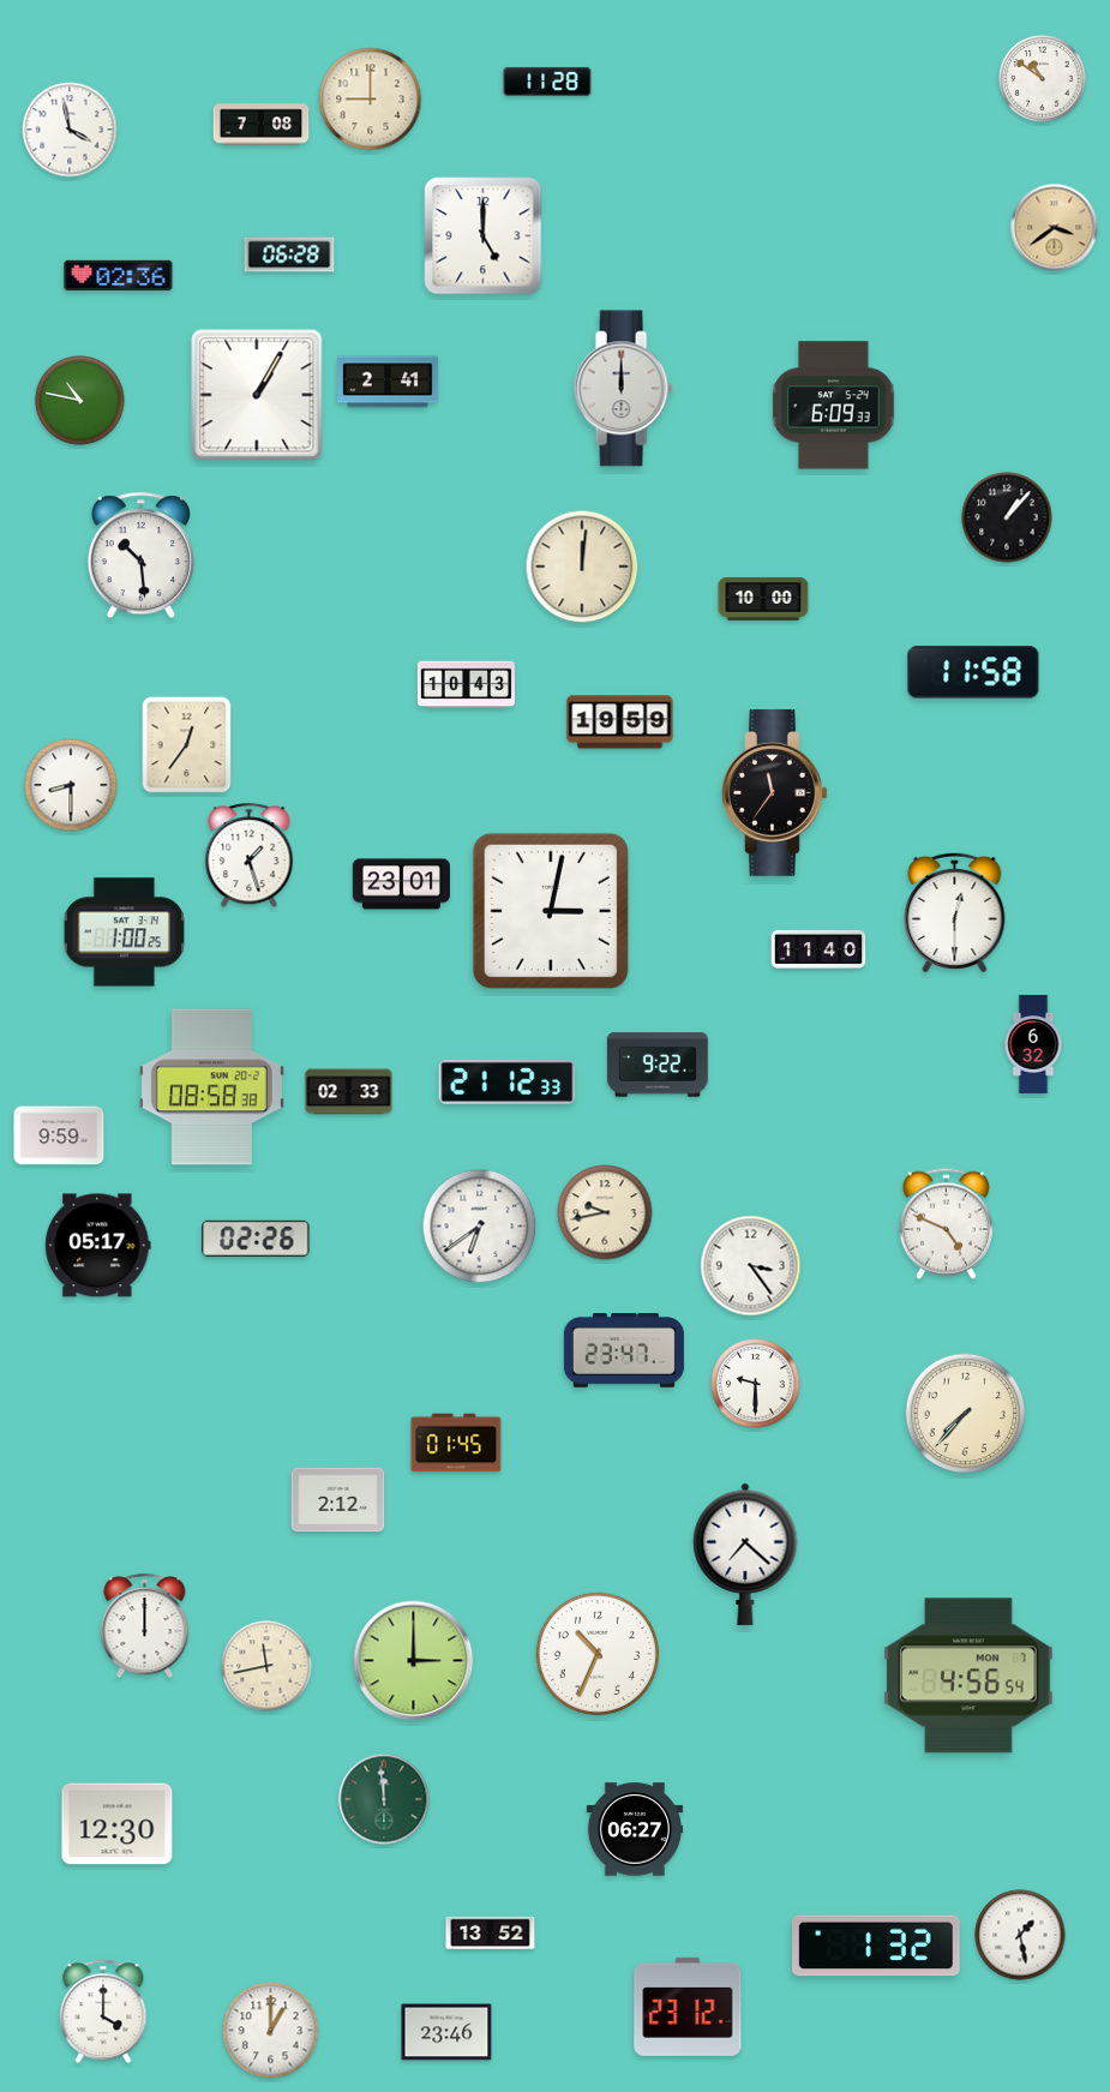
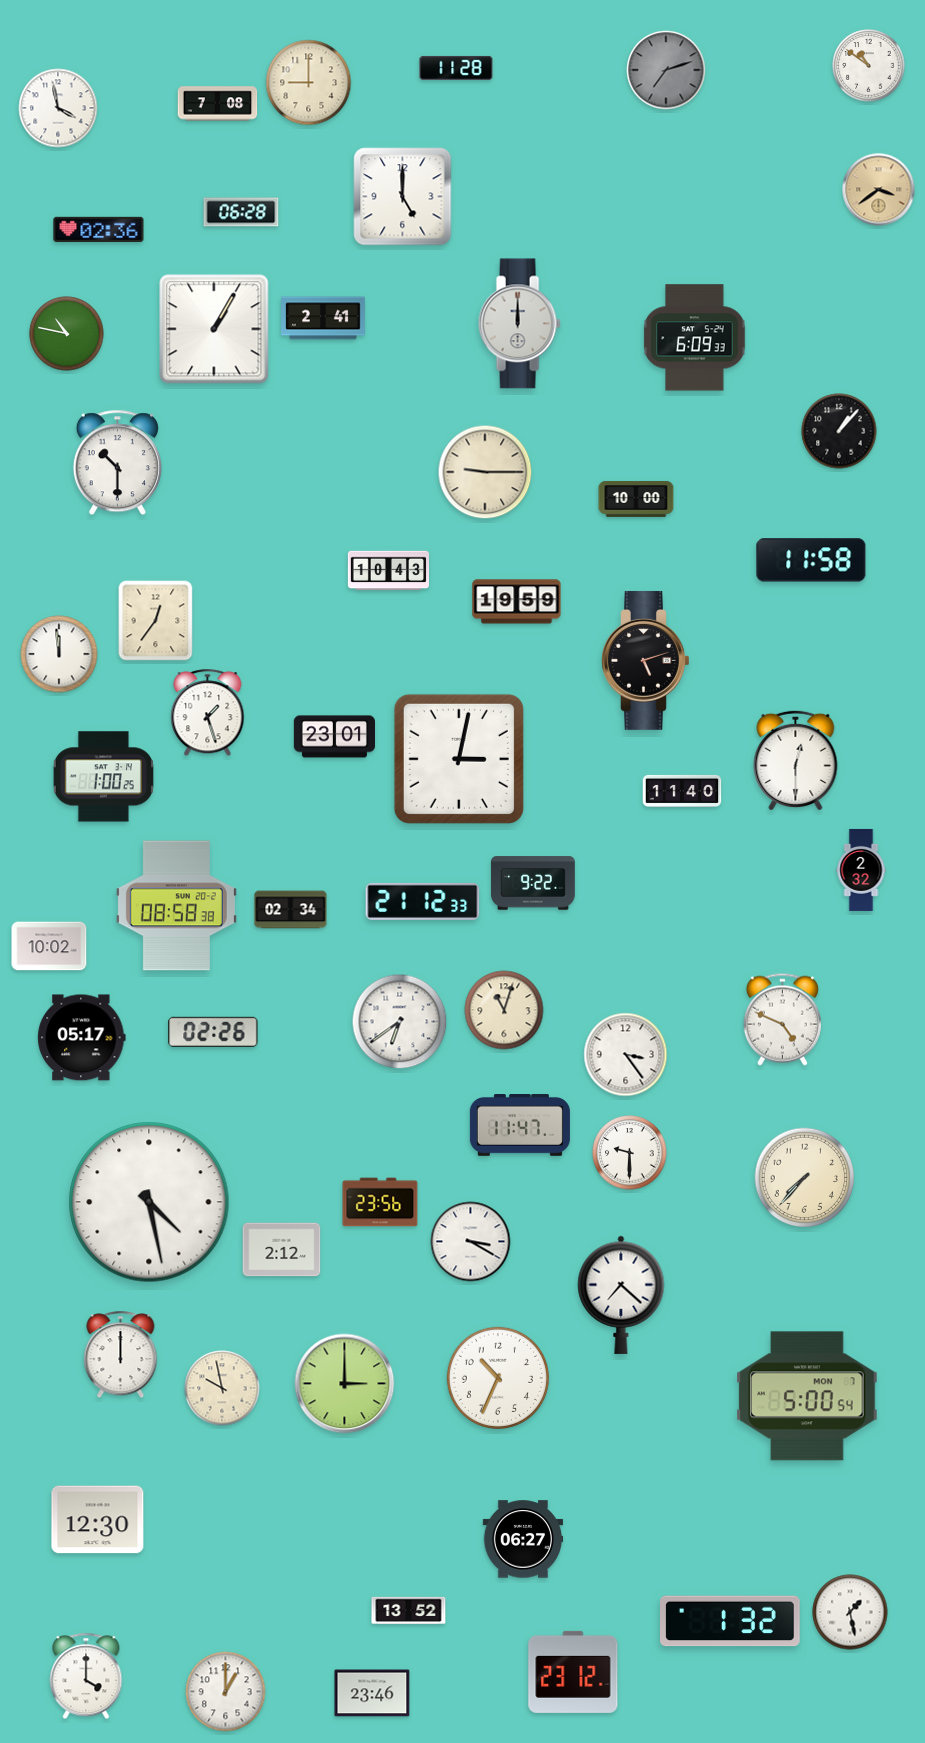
clock at (666, 70): none -> 7:12
clock at (140, 556): 10:29 -> 10:30
clock at (582, 567): 12:01 -> 9:15
clock at (71, 785): 8:30 -> 11:59
clock at (775, 792): 11:36 -> 5:12
clock at (1033, 1044): 6:32 -> 2:32
clock at (658, 1065) position: (658, 1065) -> (533, 883)
clock at (349, 1092): 02:33 -> 02:34
clock at (59, 1135): 9:59 -> 10:02
clock at (605, 1212): 9:43 -> 11:03
clock at (946, 1223) position: (946, 1223) -> (782, 1019)
clock at (624, 1351): 23:47 -> 11:47
clock at (149, 1202): none -> 4:28
clock at (456, 1443): 01:45 -> 23:56
clock at (471, 1242): none -> 3:20
clock at (266, 1666): 11:43 -> 9:58
clock at (968, 1676): 4:56 -> 5:00
clock at (384, 1799): 11:59 -> none
clock at (635, 1829) position: (635, 1829) -> (523, 1539)
